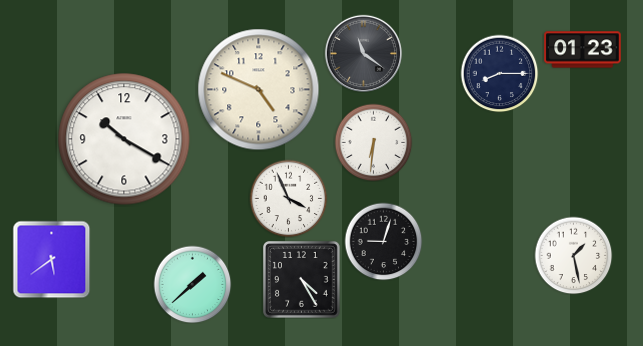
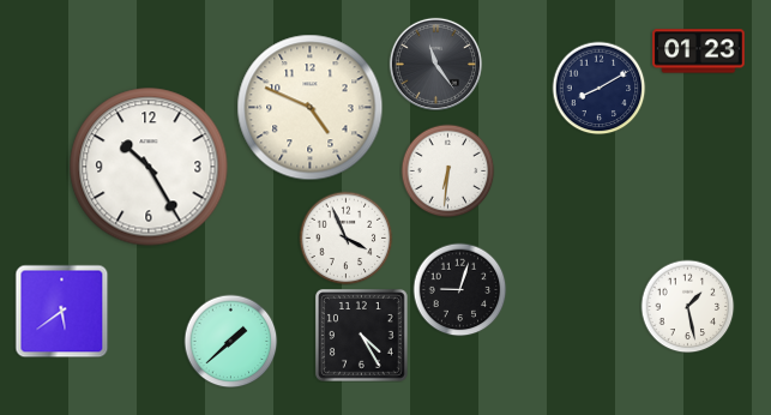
clock at (583, 50) position: (583, 50) -> (699, 52)
clock at (363, 53): 11:21 -> 11:24
clock at (499, 73): 8:15 -> 8:10
clock at (124, 139): 10:20 -> 10:25
